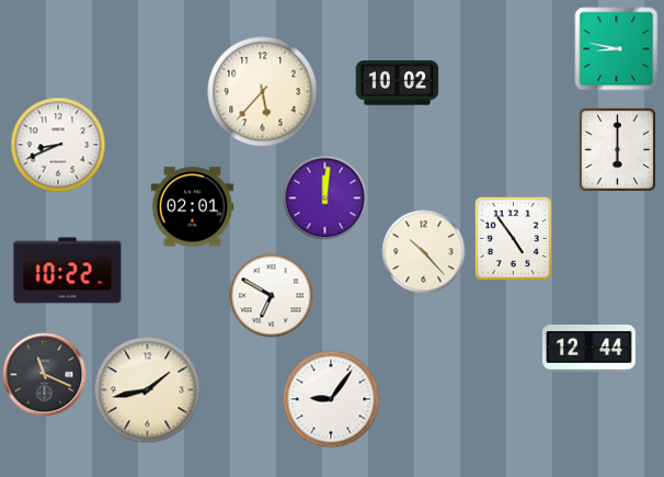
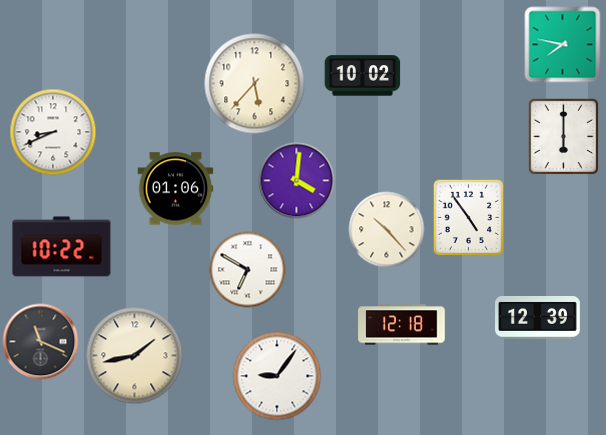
clock at (617, 49): 8:47 -> 7:47
clock at (263, 92) position: (263, 92) -> (255, 84)
clock at (325, 198): 12:01 -> 4:01
clock at (193, 207): 02:01 -> 01:06
clock at (589, 349): 12:44 -> 12:39
clock at (402, 325): none -> 12:18
clock at (331, 399) position: (331, 399) -> (277, 376)
